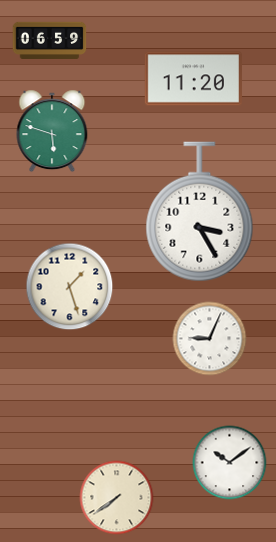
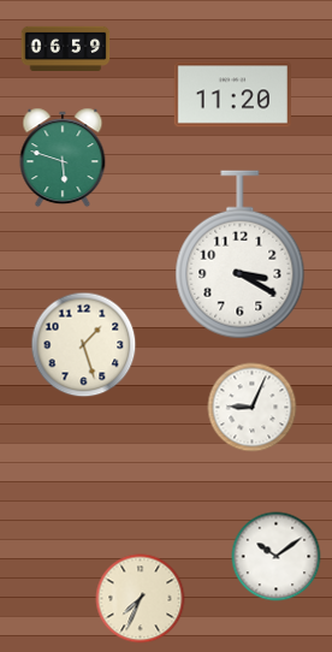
clock at (50, 40) position: (50, 40) -> (66, 48)
clock at (200, 212): 3:25 -> 3:20
clock at (117, 498): 7:39 -> 7:34
